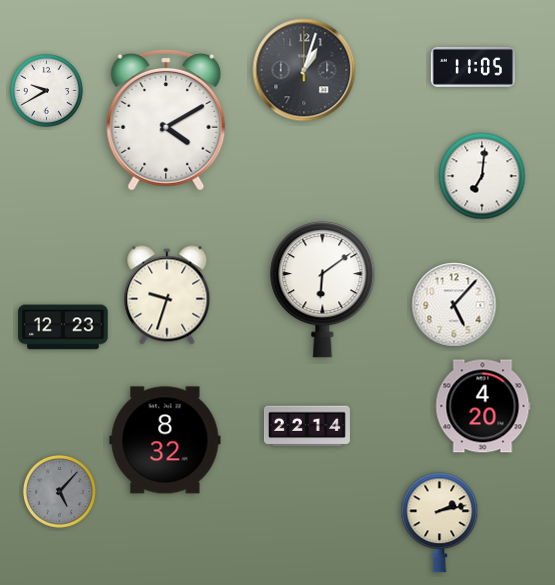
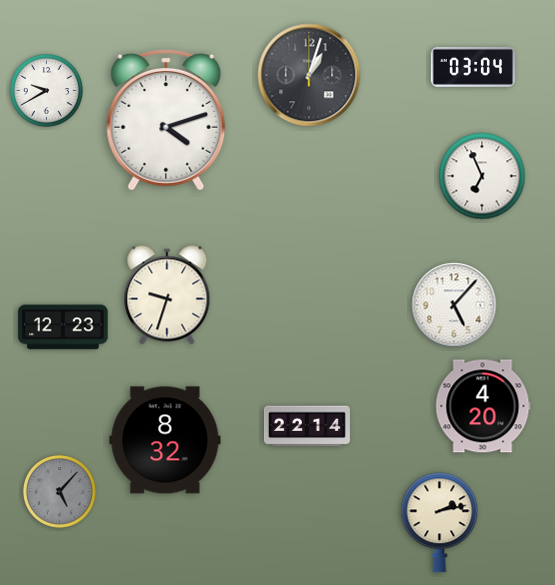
clock at (472, 67): 11:05 -> 03:04
clock at (304, 70) position: (304, 70) -> (309, 75)
clock at (166, 120): 4:10 -> 4:12
clock at (482, 176): 7:01 -> 6:56
clock at (323, 290): 6:09 -> none
